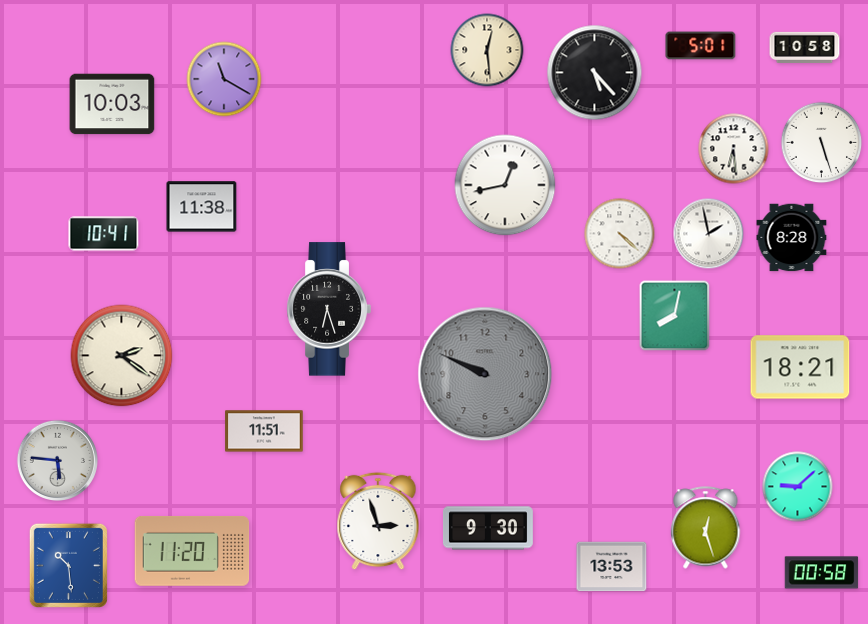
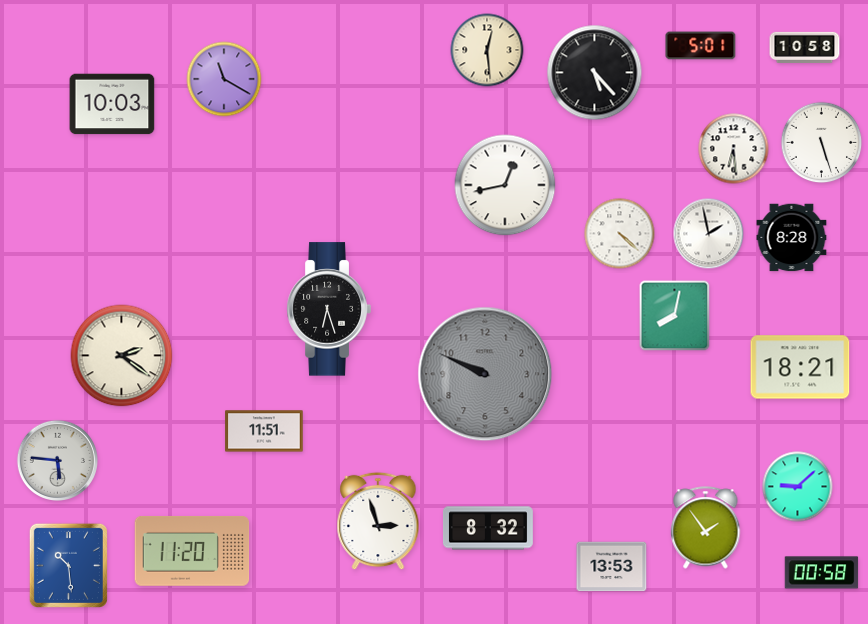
clock at (202, 207): 11:38 -> none
clock at (104, 234): 10:41 -> none
clock at (488, 528): 9:30 -> 8:32
clock at (706, 528): 12:27 -> 1:54
